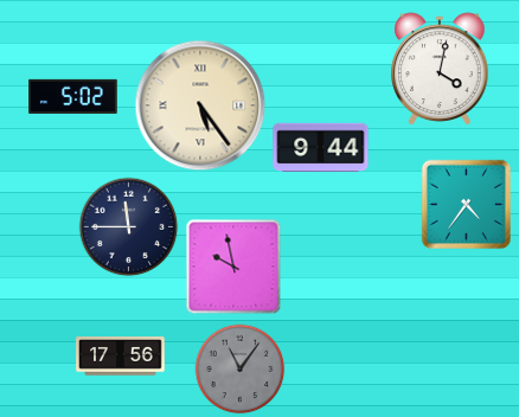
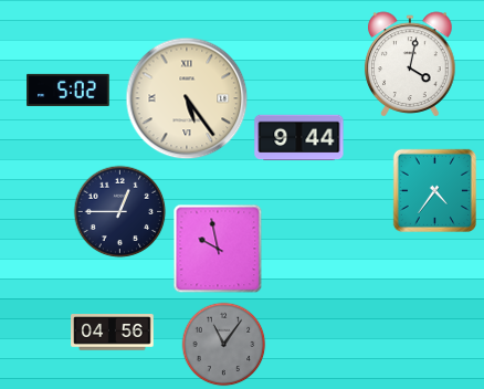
clock at (129, 227): 11:45 -> 12:45
clock at (121, 357): 17:56 -> 04:56
